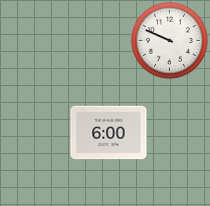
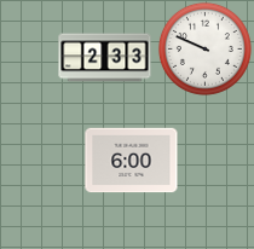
clock at (105, 58): none -> 2:33
